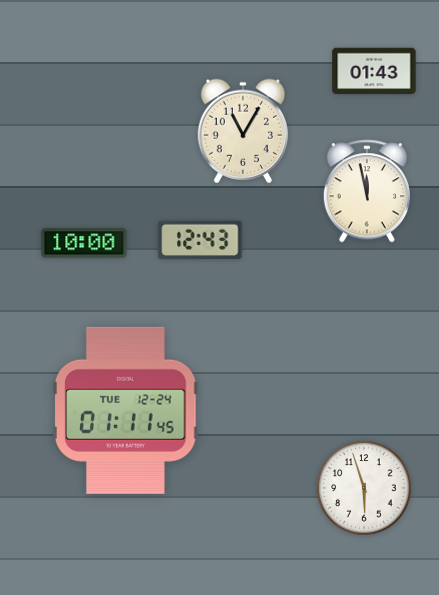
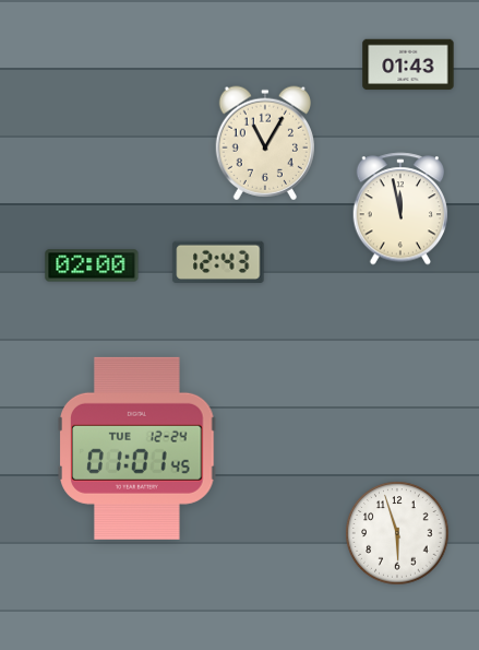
clock at (374, 71) position: (374, 71) -> (408, 64)
clock at (84, 243): 10:00 -> 02:00
clock at (126, 410): 01:11 -> 01:01
